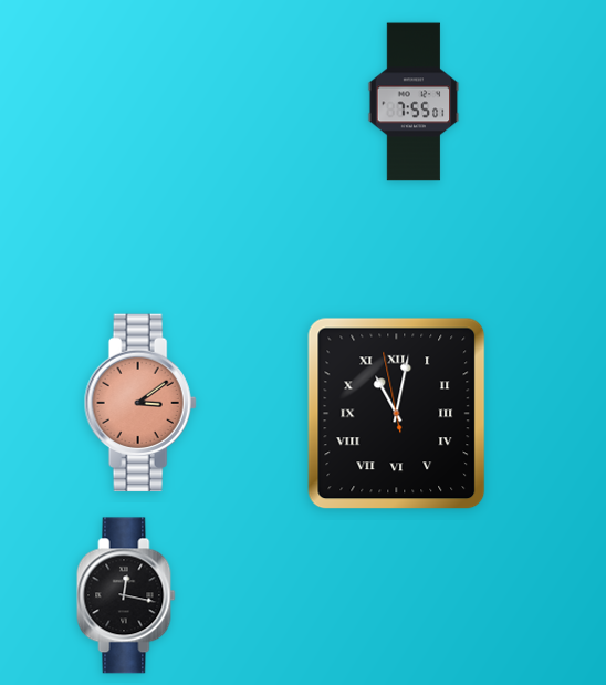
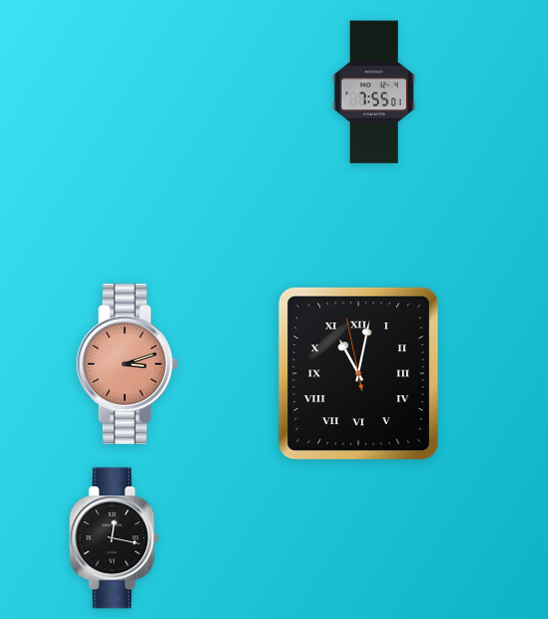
clock at (140, 403): 3:09 -> 3:12
